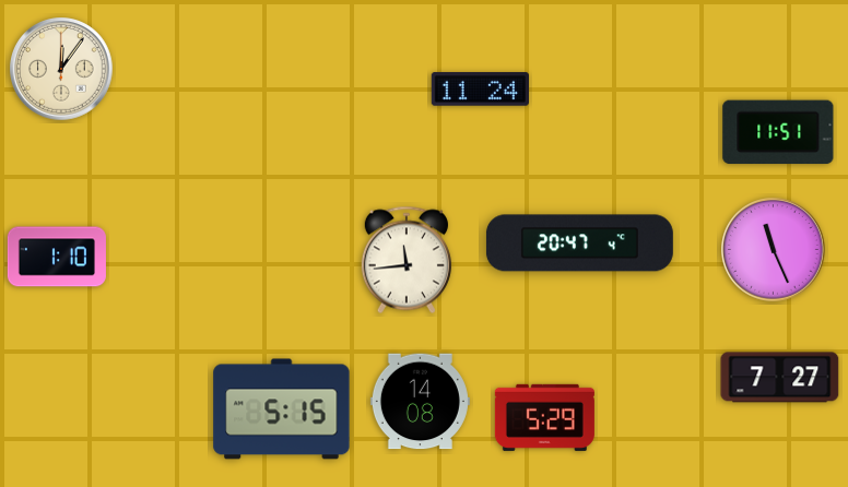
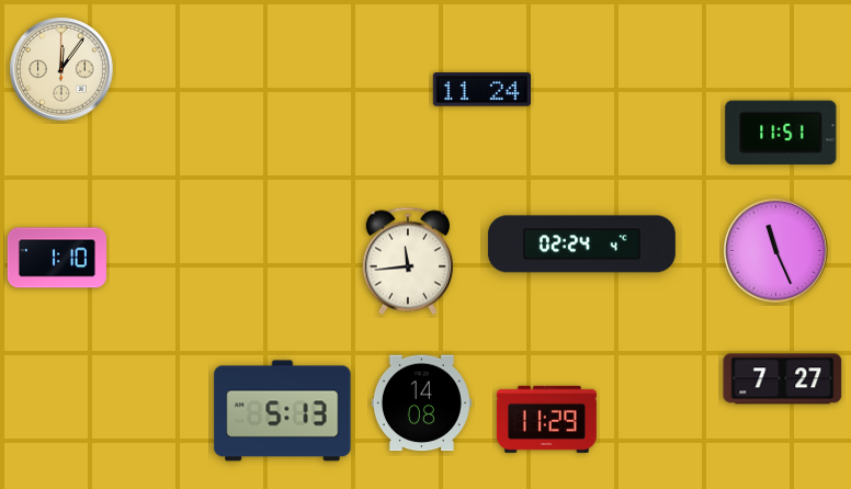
clock at (579, 243): 20:47 -> 02:24
clock at (282, 409): 5:15 -> 5:13
clock at (544, 417): 5:29 -> 11:29
